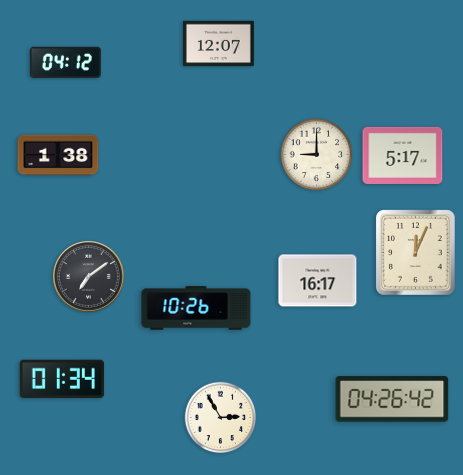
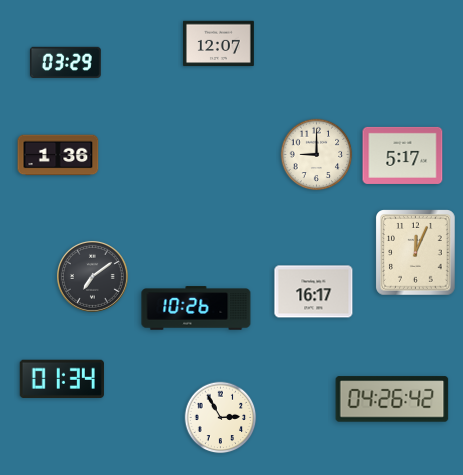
clock at (65, 62): 04:12 -> 03:29
clock at (58, 155): 1:38 -> 1:36
clock at (88, 276) position: (88, 276) -> (92, 276)
clock at (318, 281) position: (318, 281) -> (314, 292)
